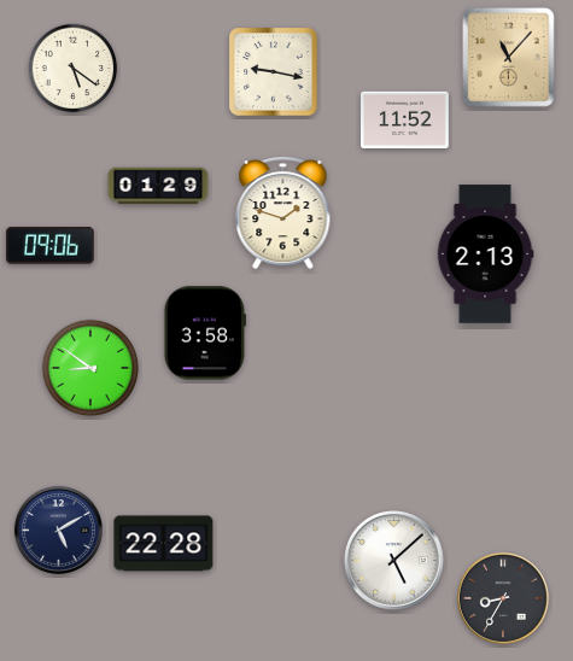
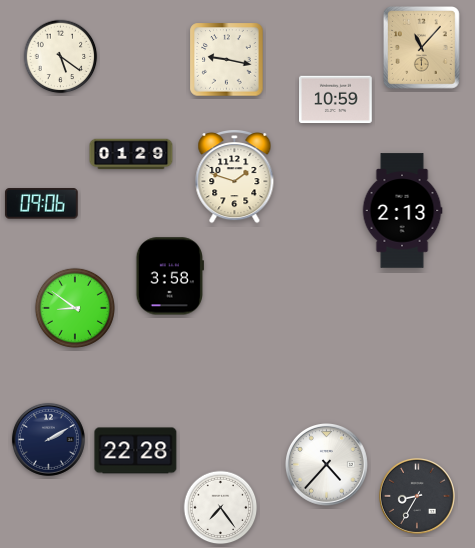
clock at (405, 121): 11:52 -> 10:59
clock at (90, 368) position: (90, 368) -> (75, 308)
clock at (58, 530): 5:10 -> 2:10
clock at (394, 561): 5:08 -> 4:37
clock at (221, 508): none -> 7:24
